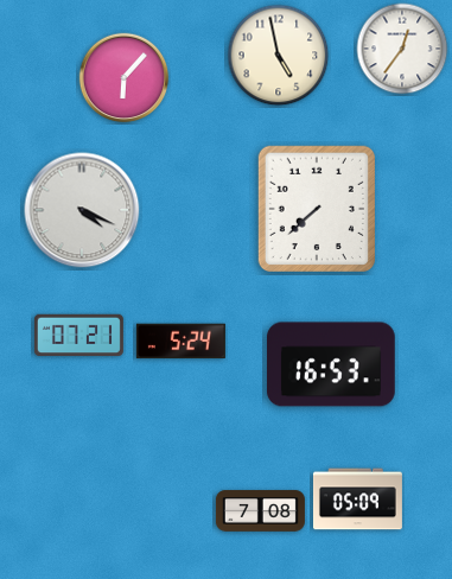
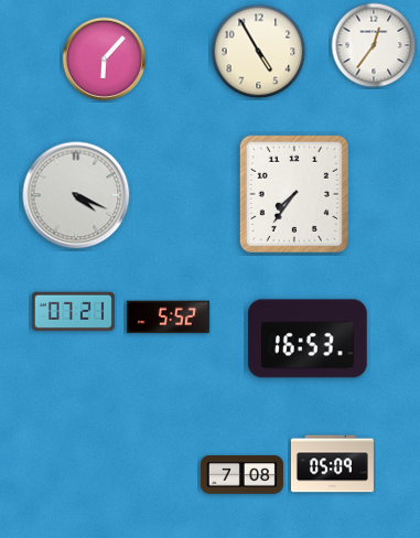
clock at (279, 56): 4:58 -> 4:55
clock at (125, 78) position: (125, 78) -> (105, 60)
clock at (316, 208): 7:38 -> 7:36
clock at (180, 342): 5:24 -> 5:52
